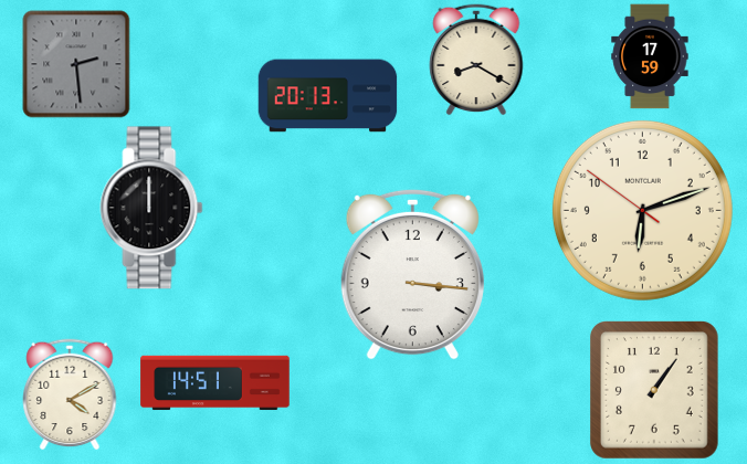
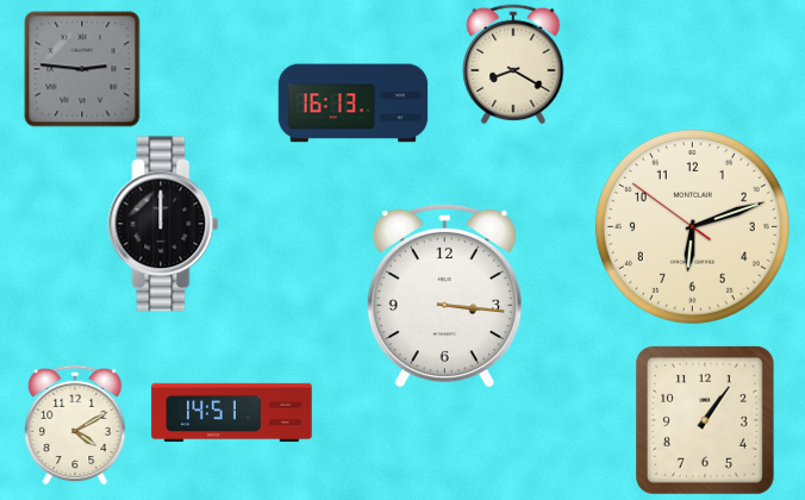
clock at (650, 56): 17:59 -> none
clock at (76, 64): 2:29 -> 2:46
clock at (328, 96): 20:13 -> 16:13
